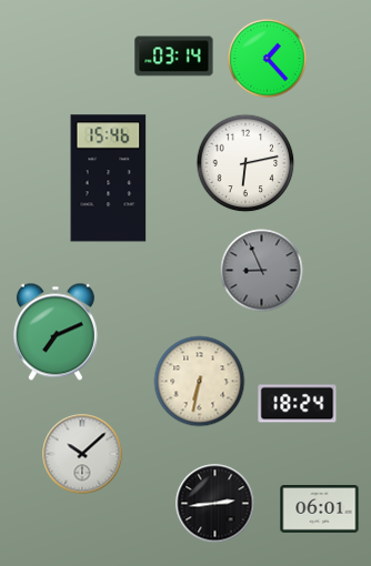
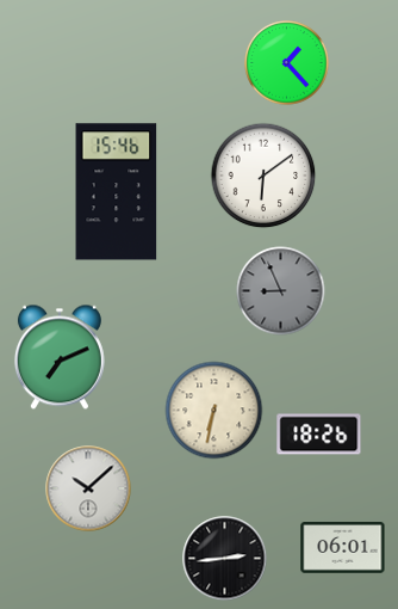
clock at (174, 57): 03:14 -> none
clock at (245, 163): 6:13 -> 6:09
clock at (298, 404): 18:24 -> 18:26
clock at (215, 504) position: (215, 504) -> (225, 559)
